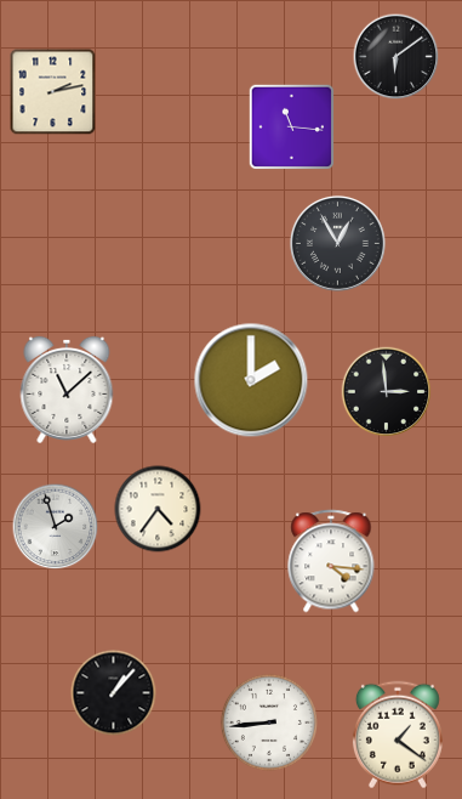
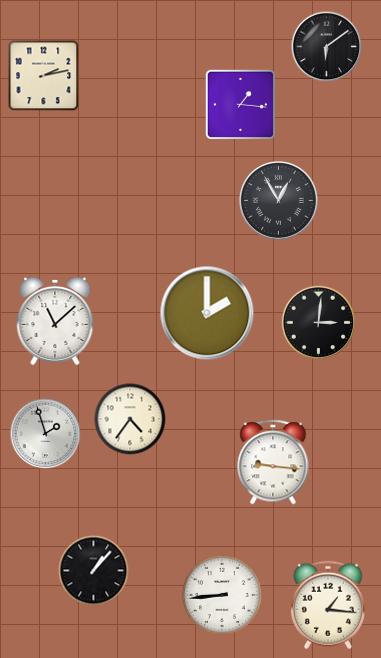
clock at (291, 126): 11:16 -> 1:16
clock at (387, 392): 2:59 -> 3:01
clock at (331, 561): 4:16 -> 9:16
clock at (398, 735): 1:21 -> 1:16
